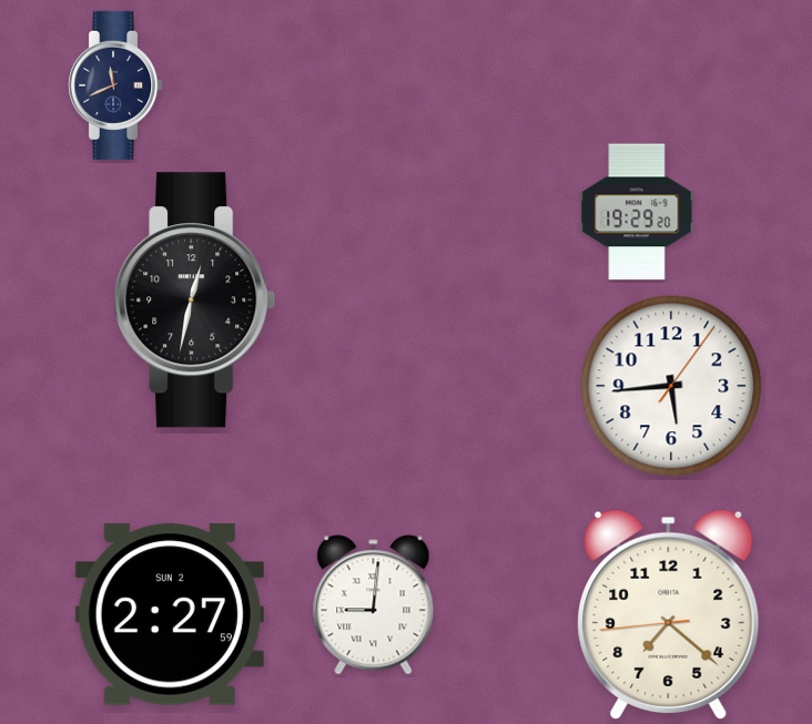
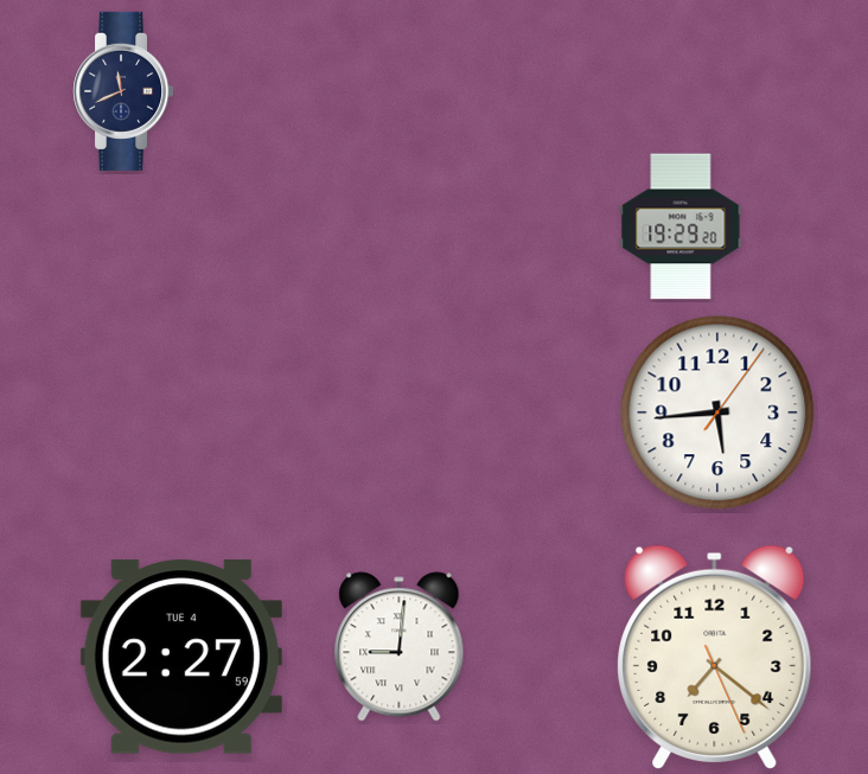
clock at (195, 300): 12:32 -> none
clock at (170, 614) date: SUN 2 -> TUE 4
clock at (669, 614): 7:21:44 -> 7:21:26
